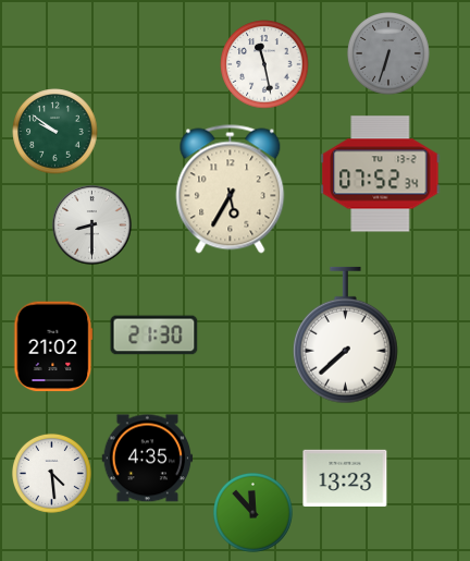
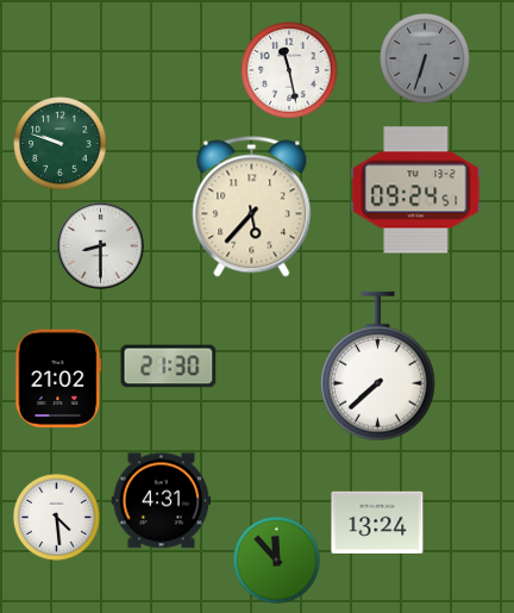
clock at (55, 132): 9:51 -> 9:48
clock at (381, 174): 07:52 -> 09:24
clock at (231, 190): 5:35 -> 5:37
clock at (148, 459): 4:35 -> 4:31
clock at (345, 477): 13:23 -> 13:24
